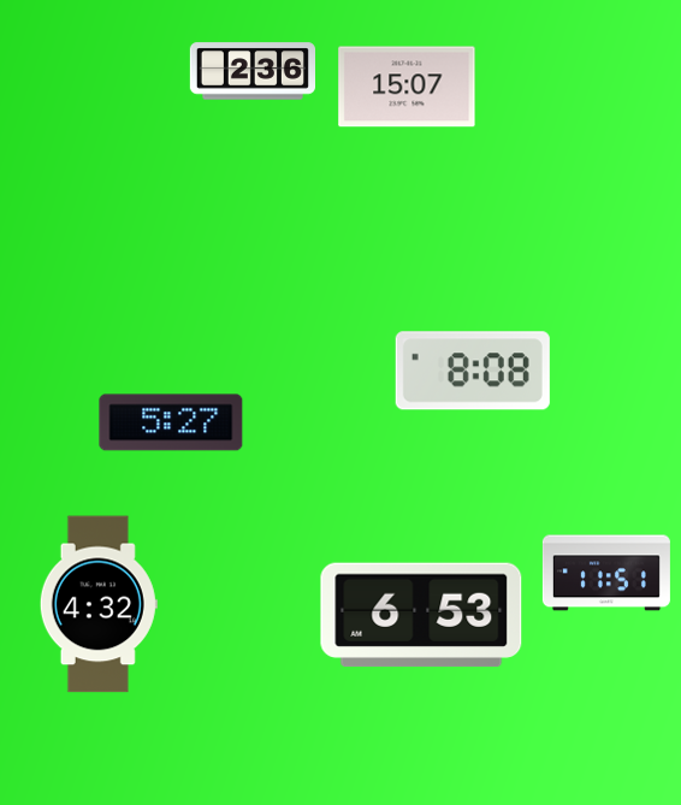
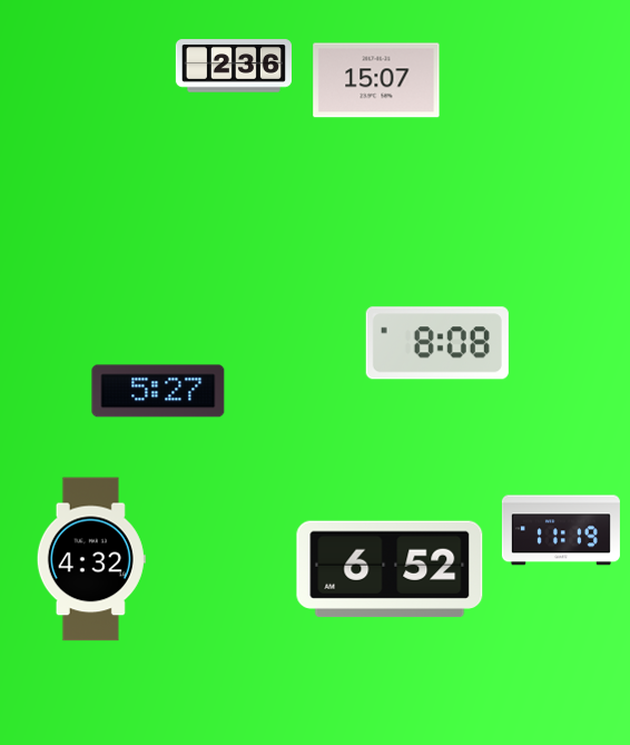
clock at (606, 573): 11:51 -> 11:19
clock at (421, 615): 6:53 -> 6:52
